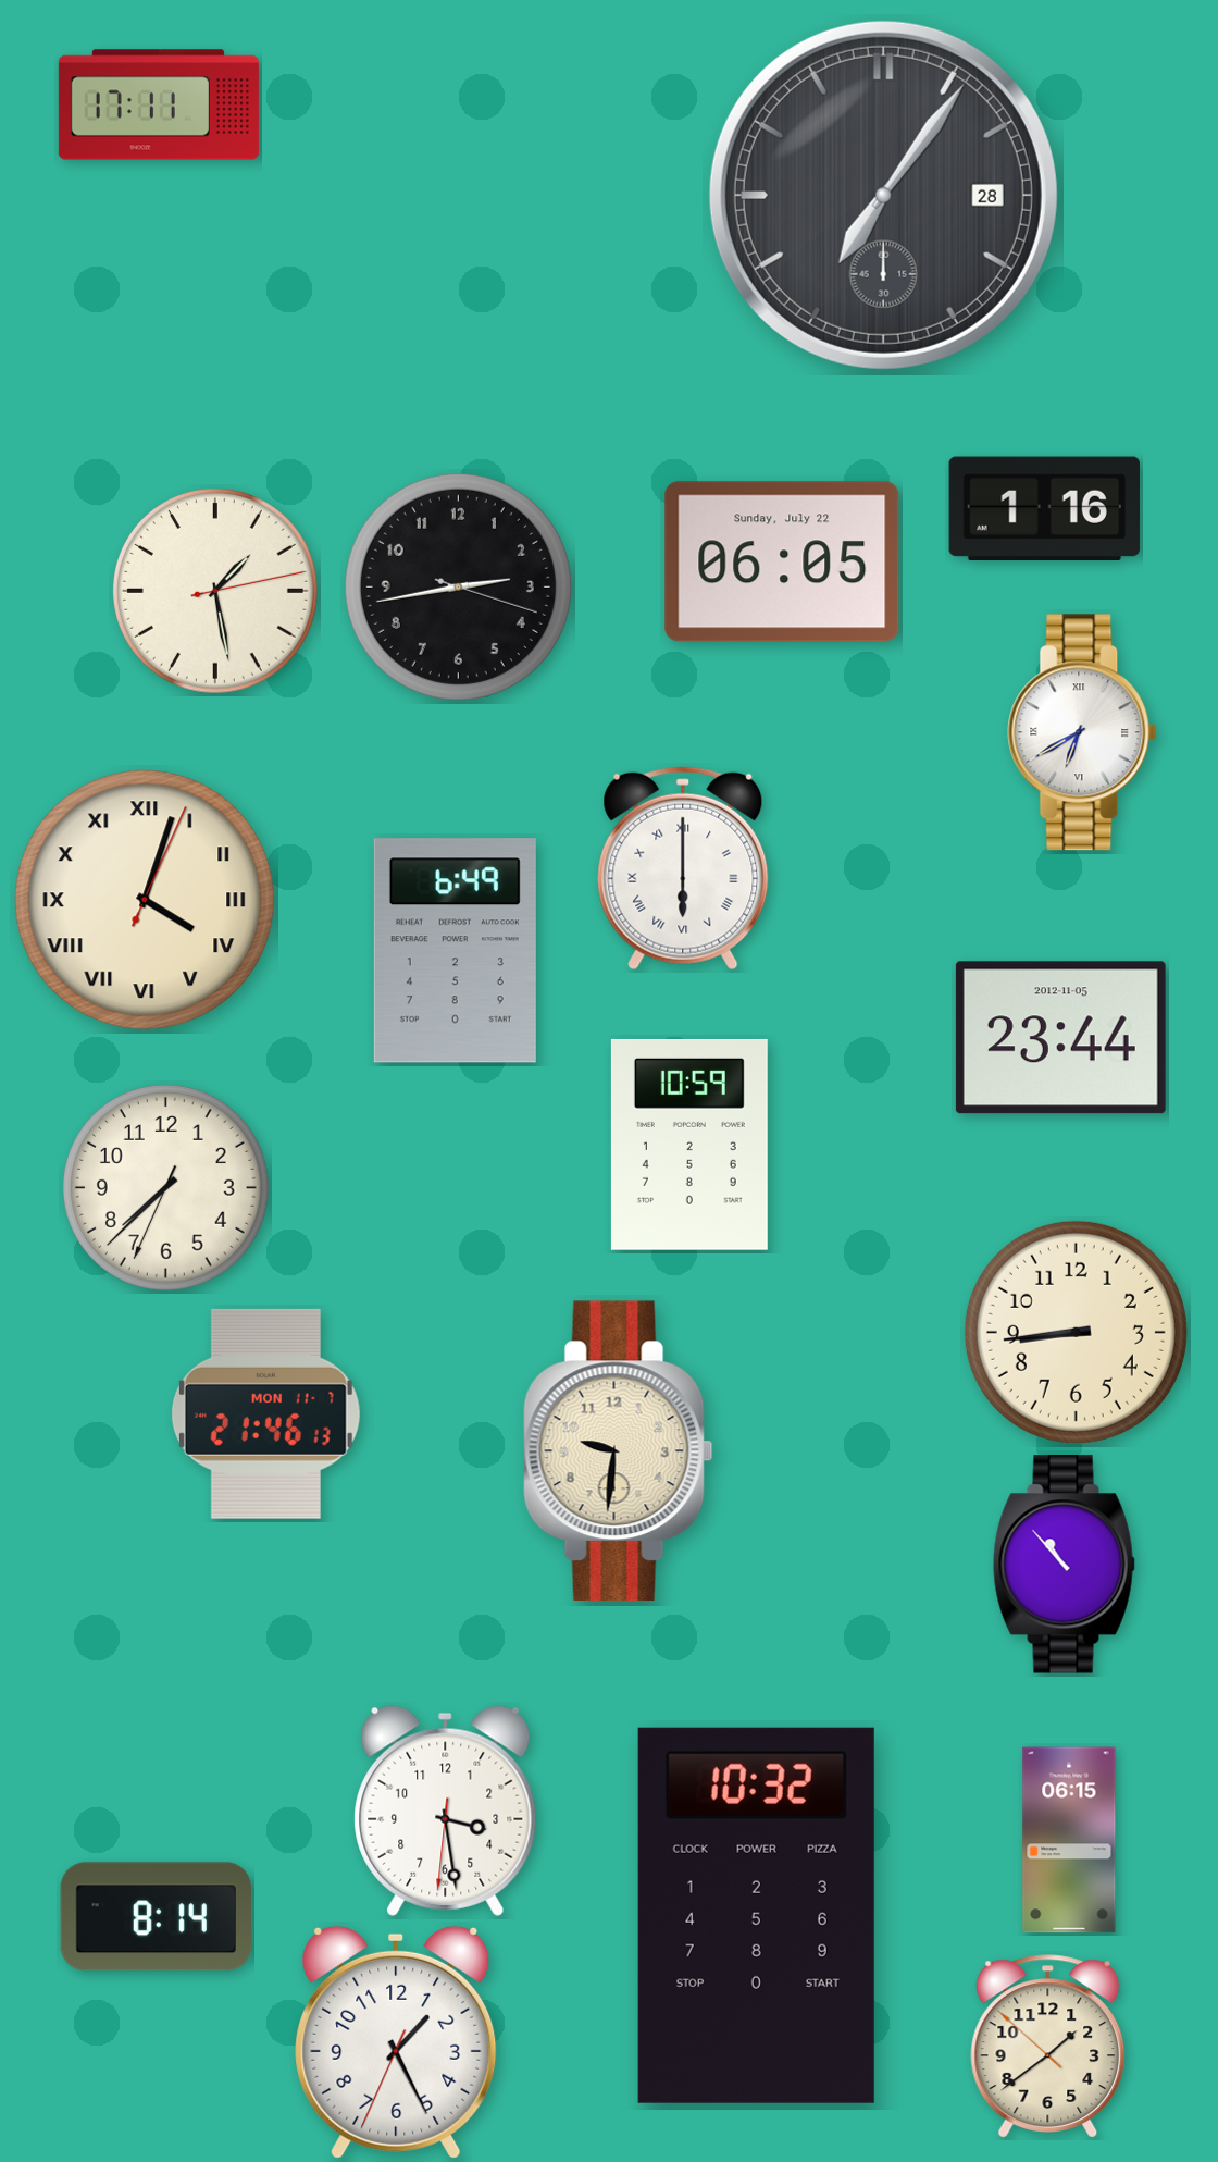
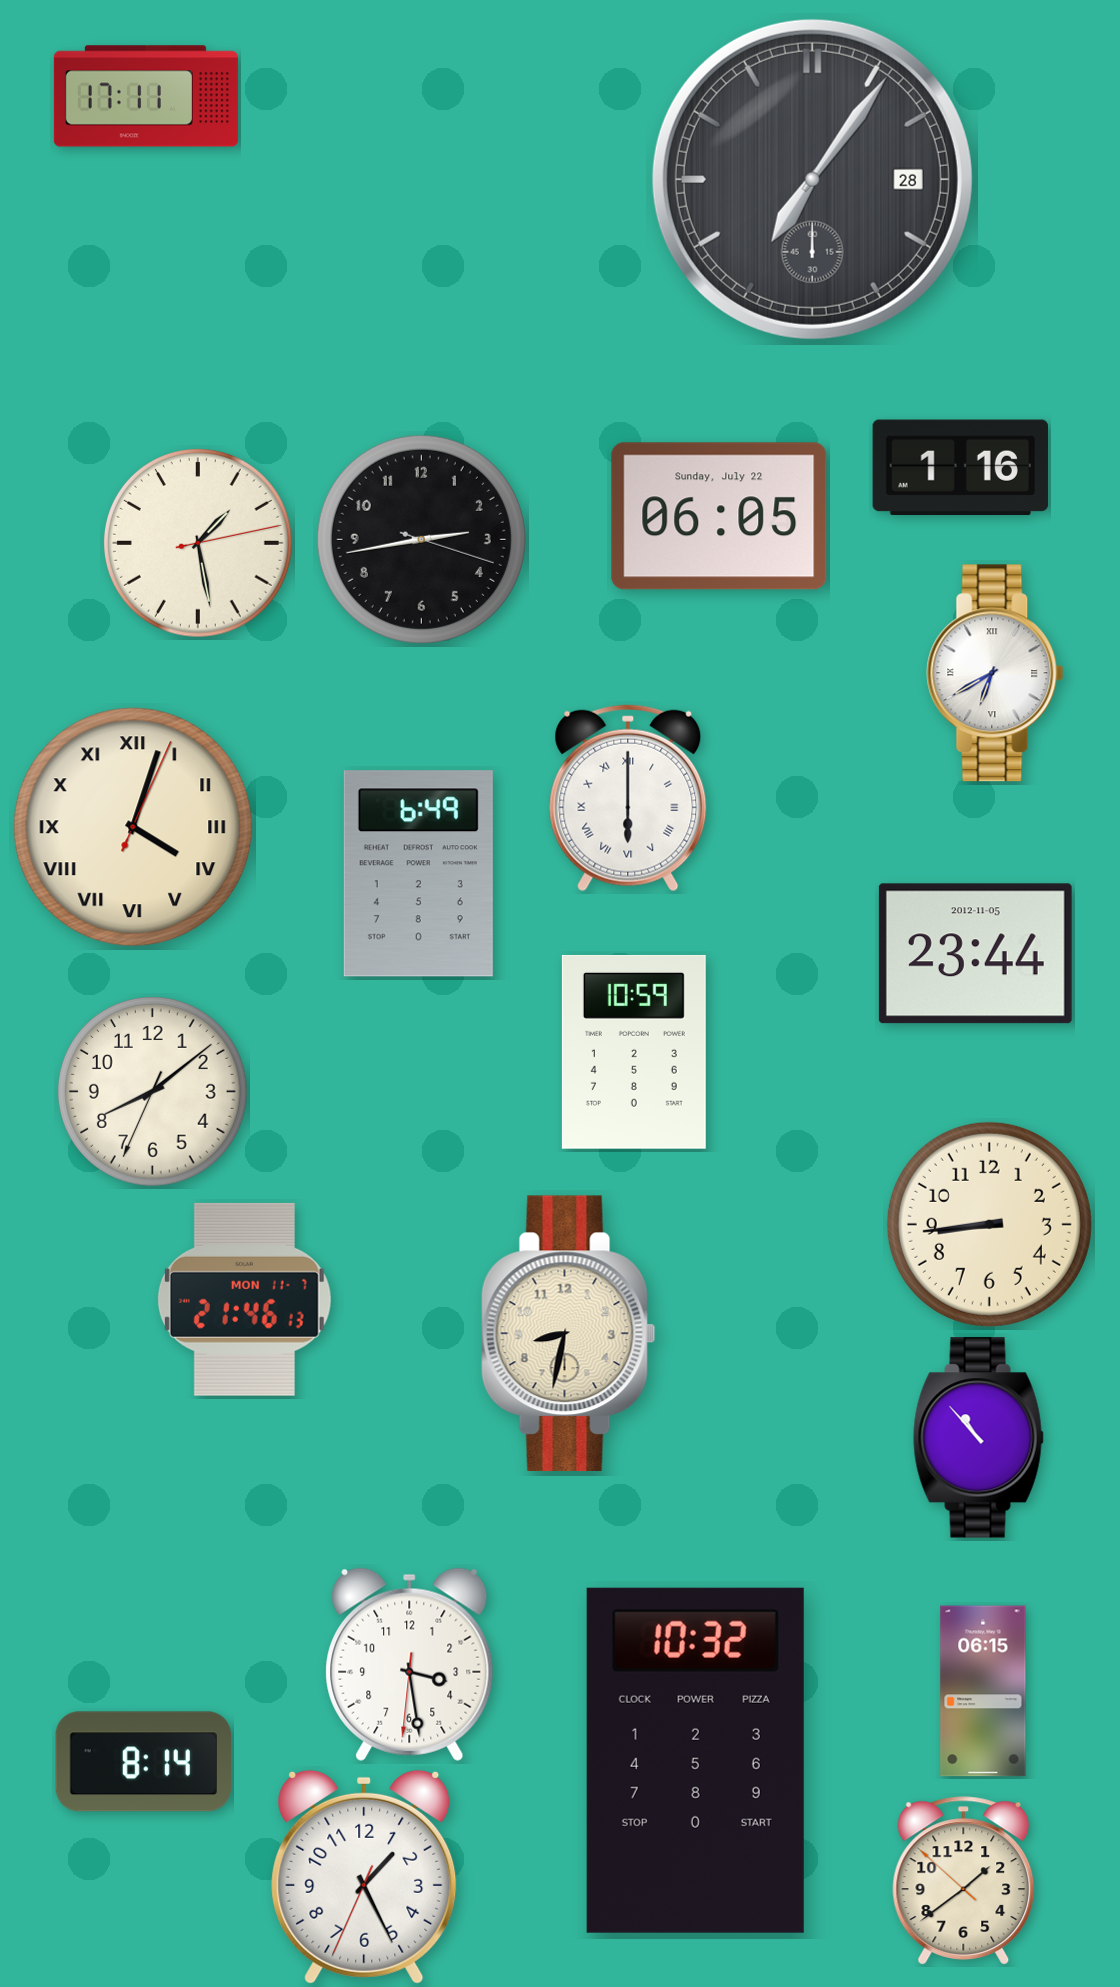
clock at (165, 1187): 7:37 -> 8:08
clock at (618, 1451): 9:31 -> 8:32
